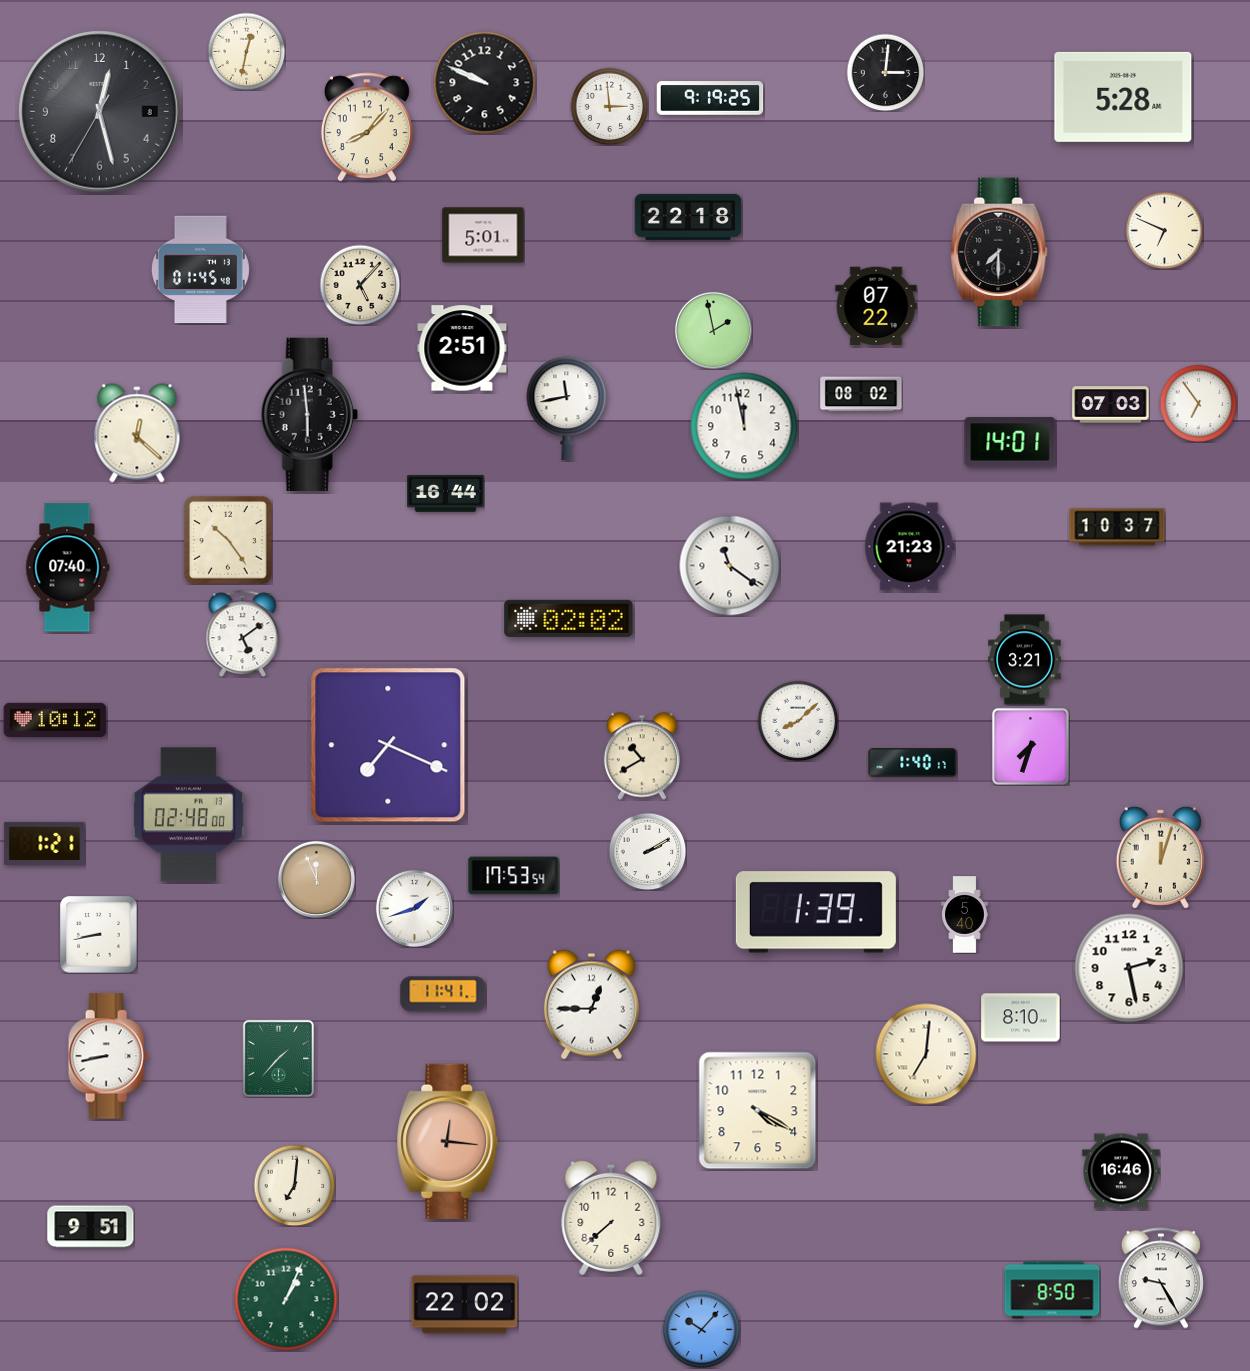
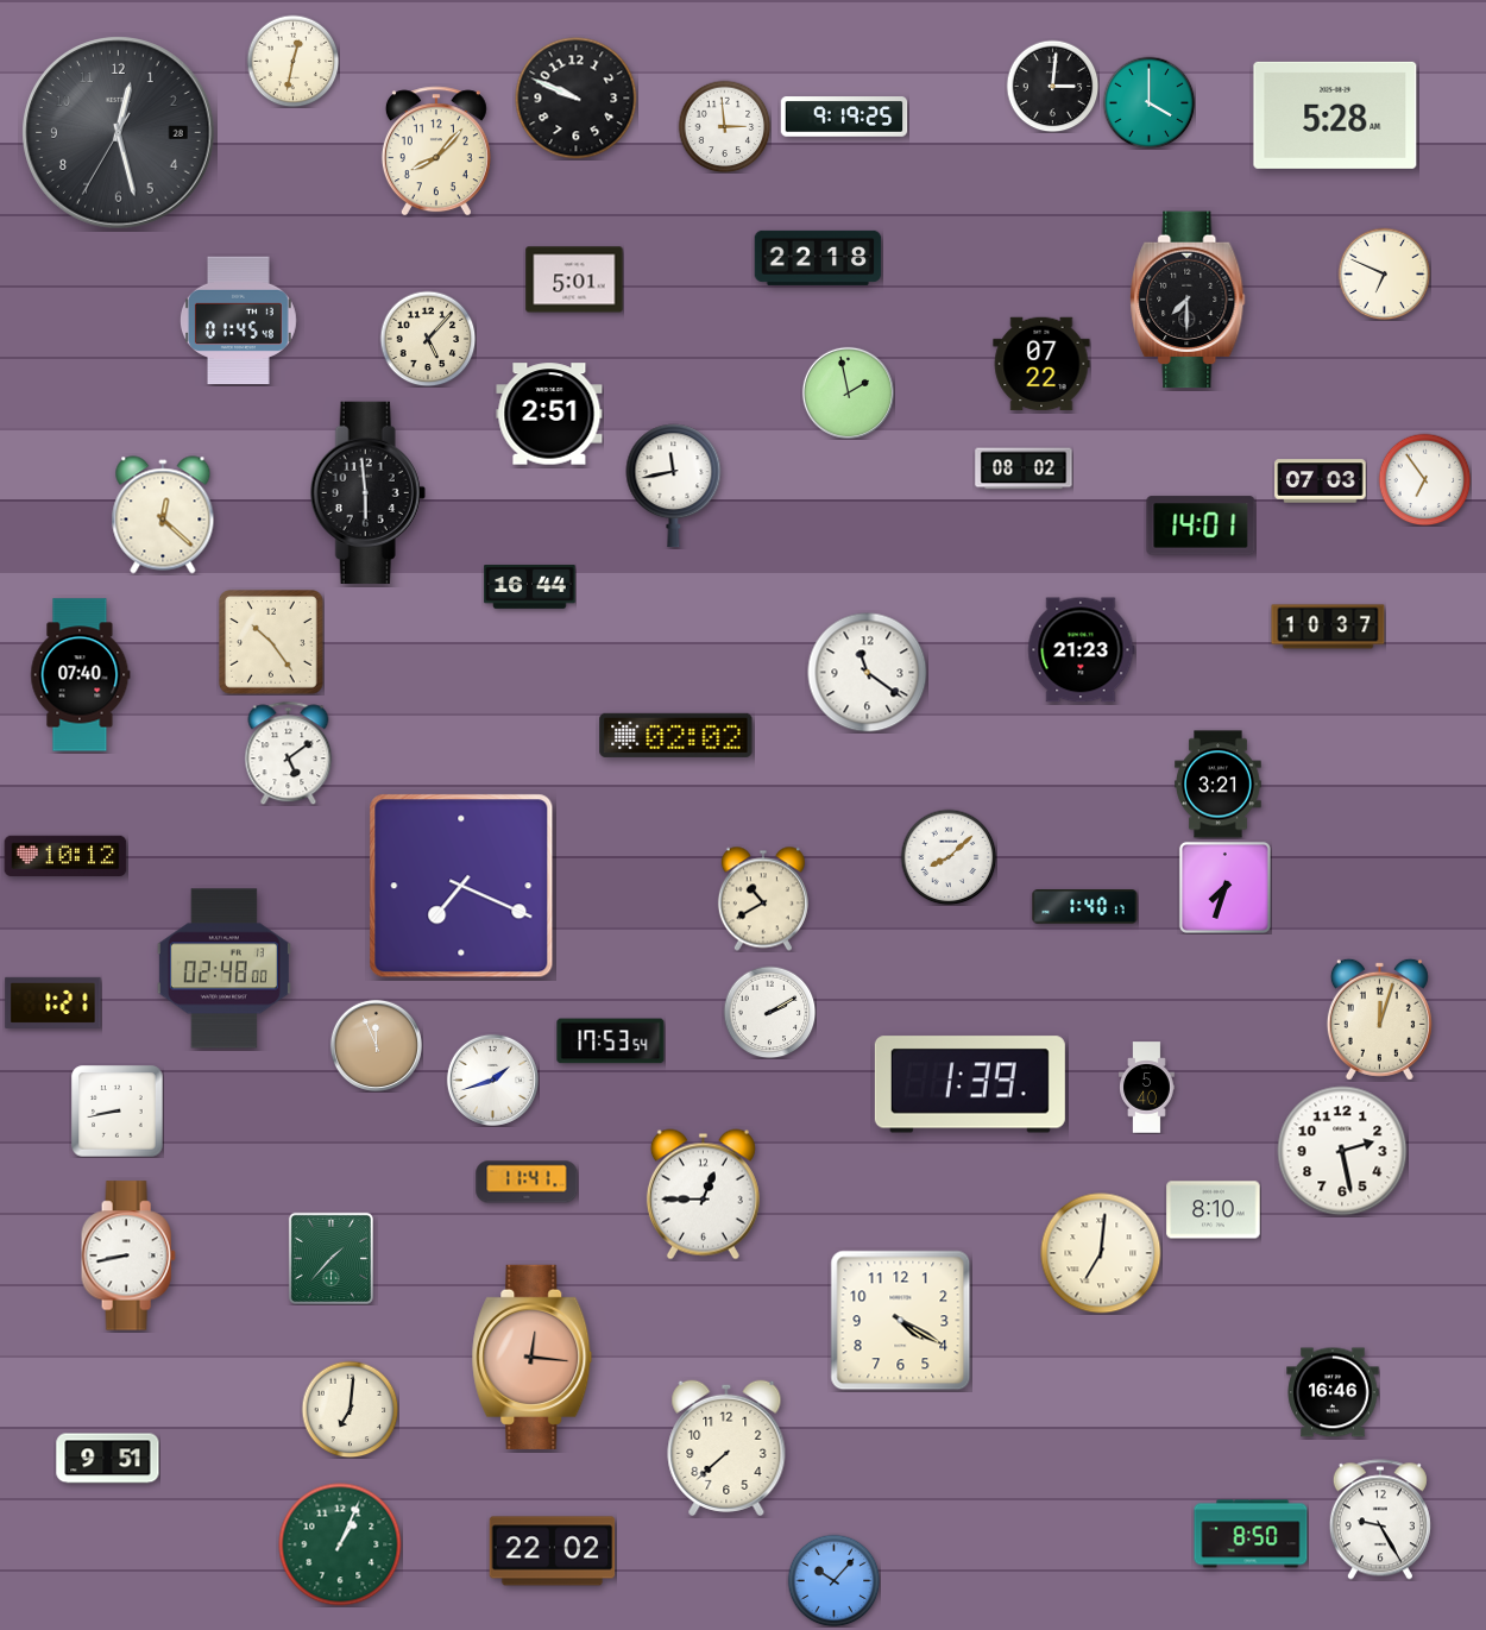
clock at (1148, 102): none -> 4:00
clock at (100, 112) date: 8 -> 28
clock at (744, 426): 11:58 -> none
